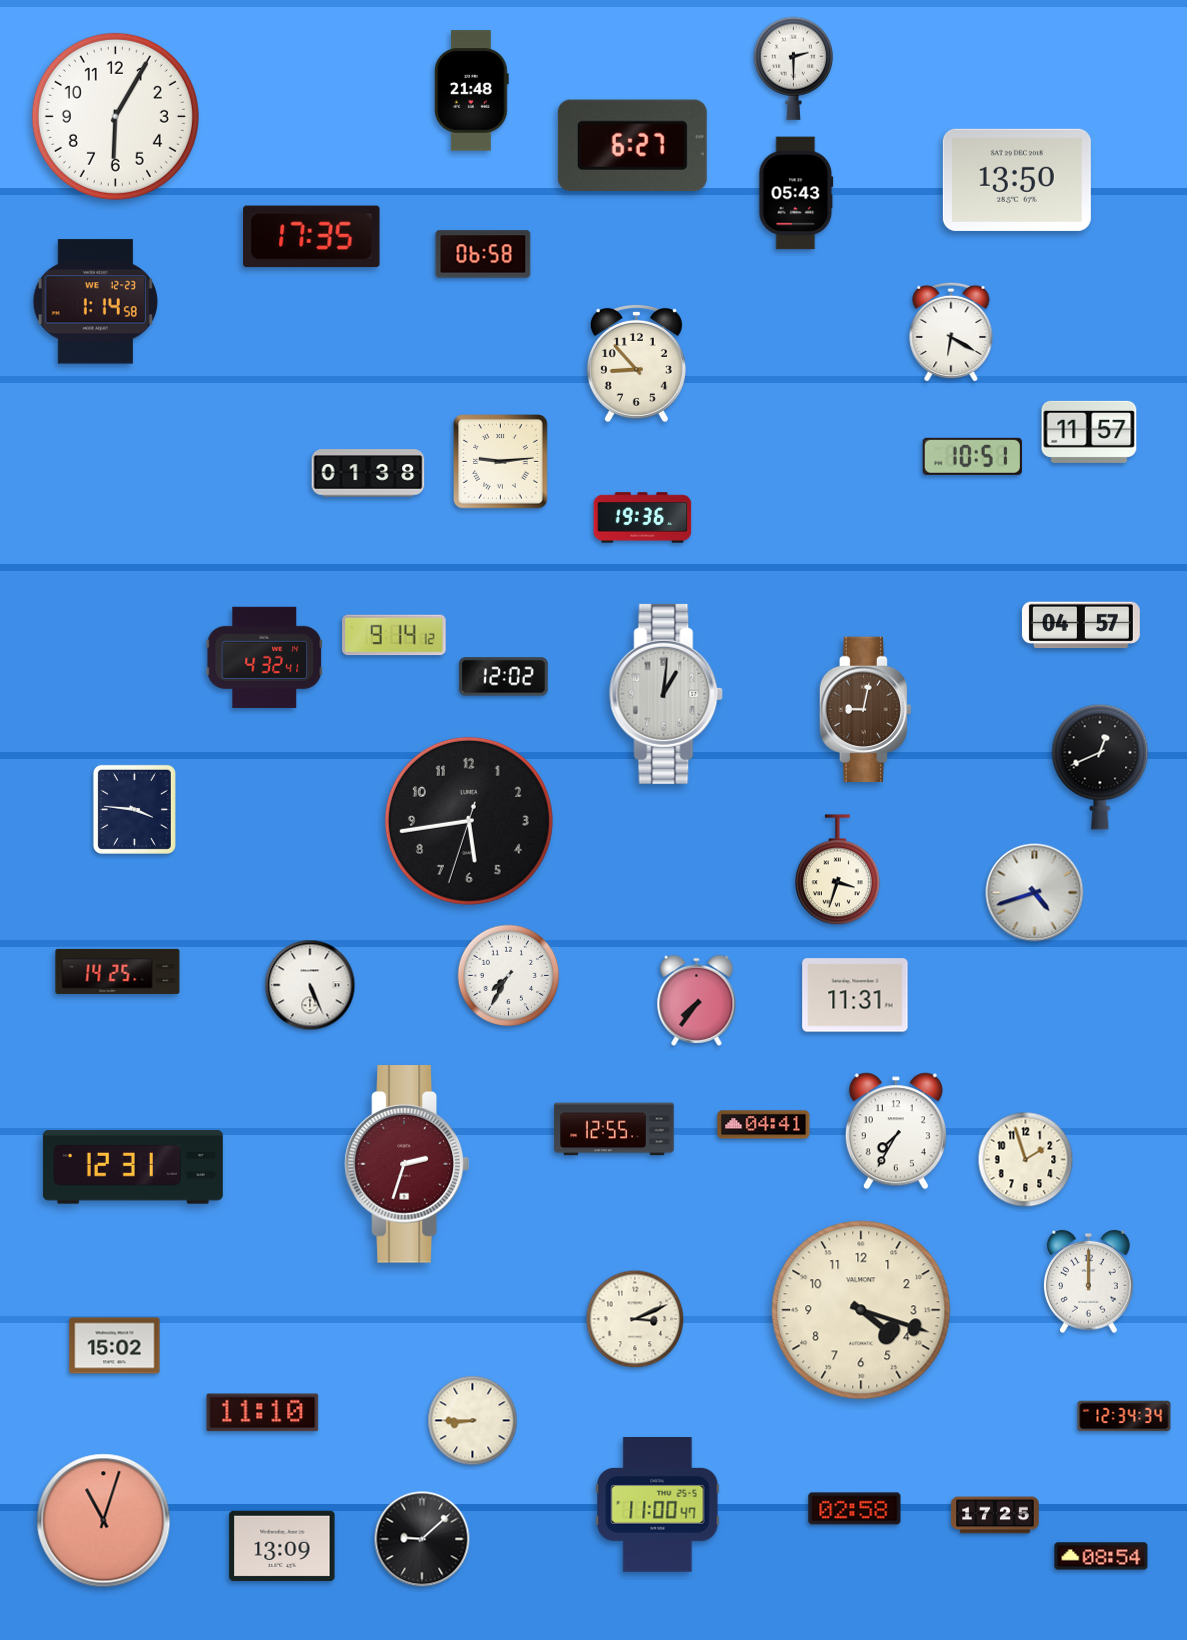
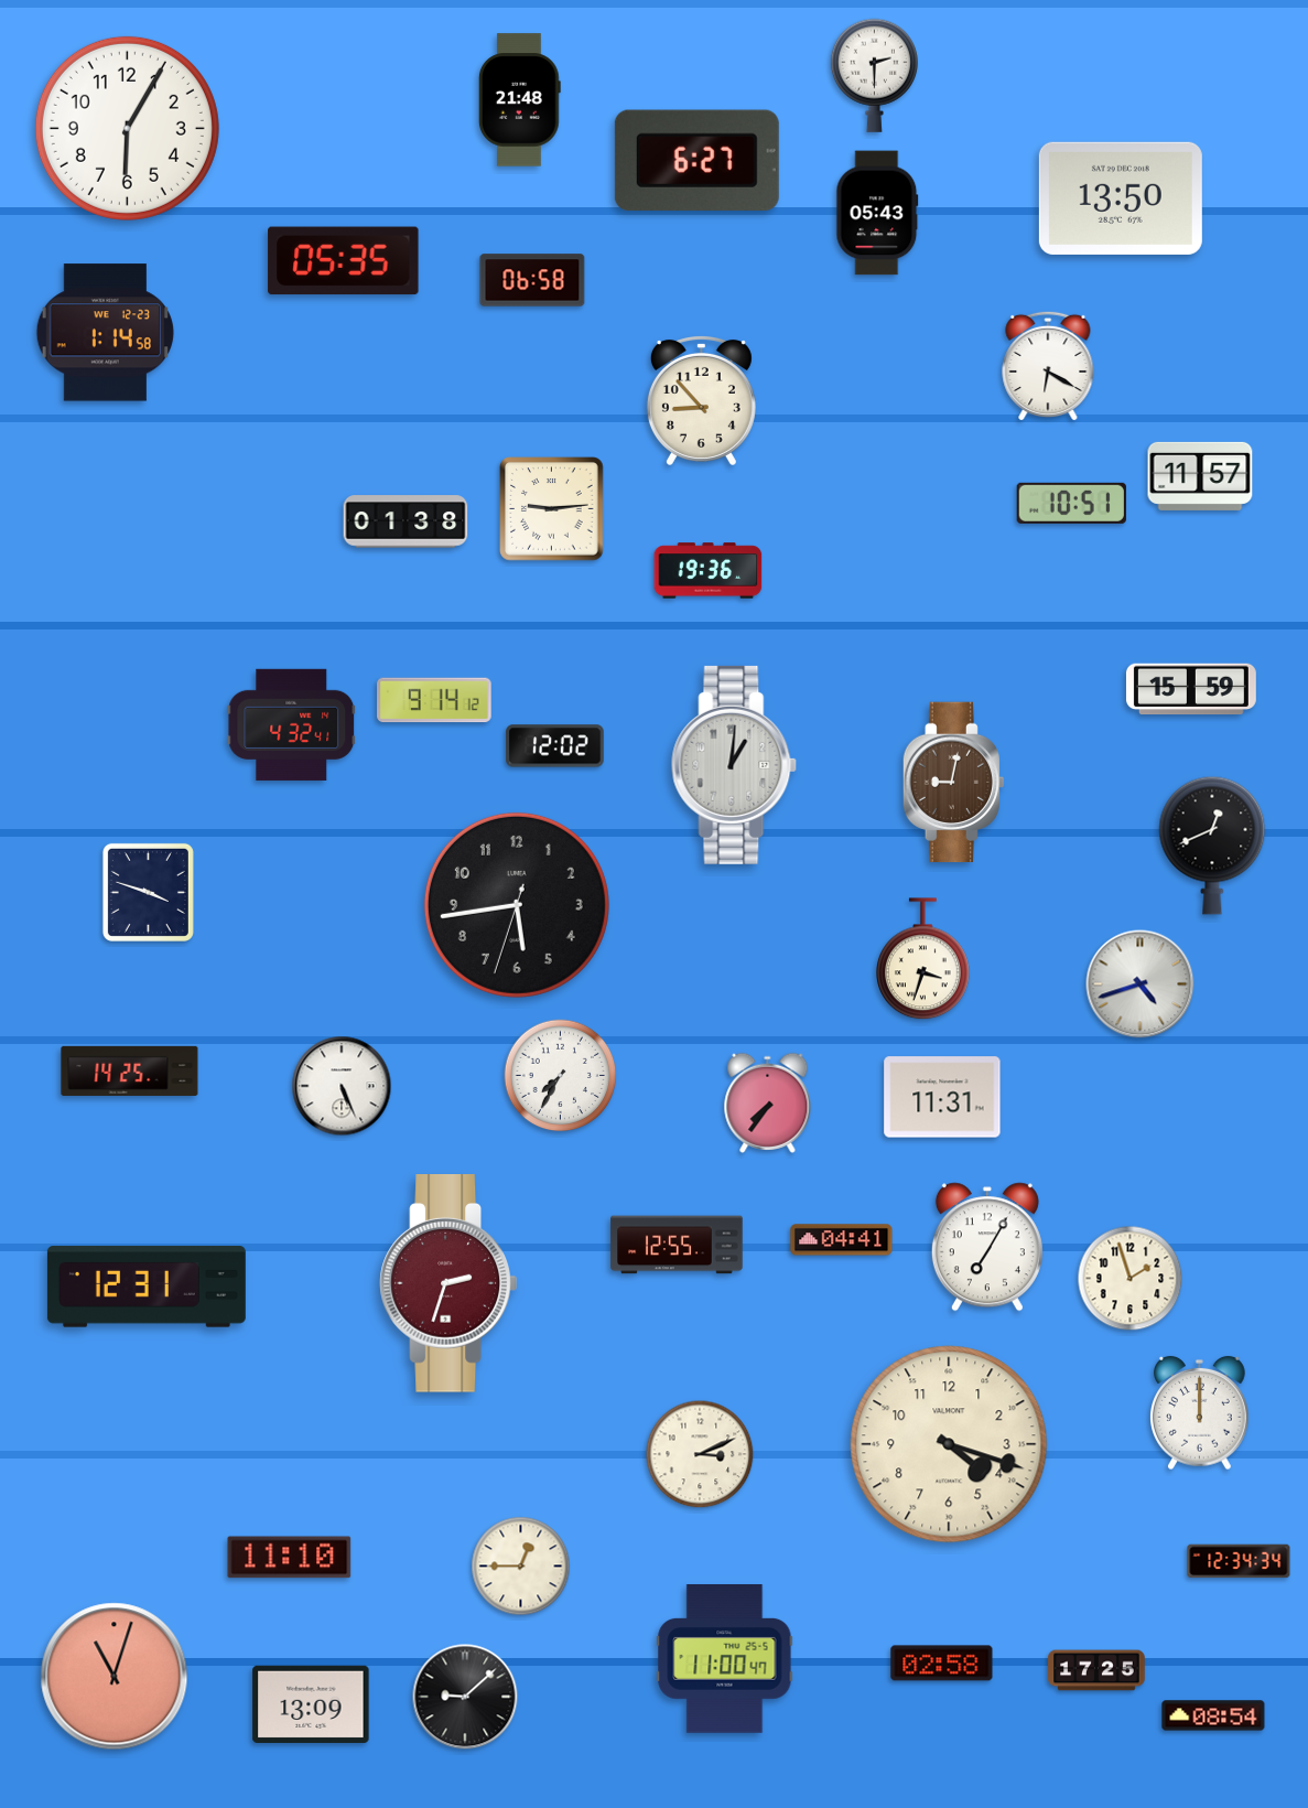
clock at (312, 237): 17:35 -> 05:35
clock at (1081, 625): 04:57 -> 15:59
clock at (134, 809): 3:46 -> 3:48
clock at (896, 1131): 7:35 -> 7:05
clock at (115, 1346): 15:02 -> none
clock at (473, 1421): 8:45 -> 12:45
